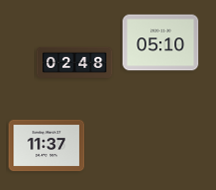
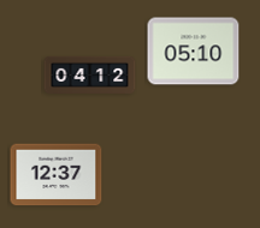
clock at (75, 62): 02:48 -> 04:12
clock at (47, 146): 11:37 -> 12:37
